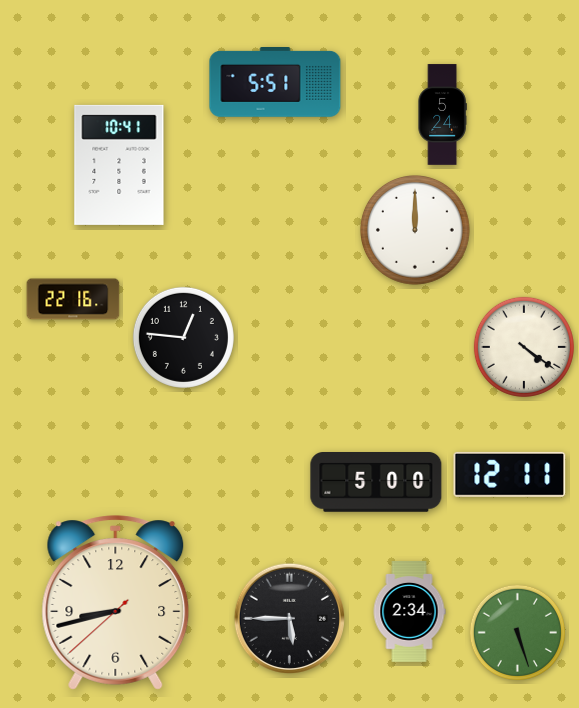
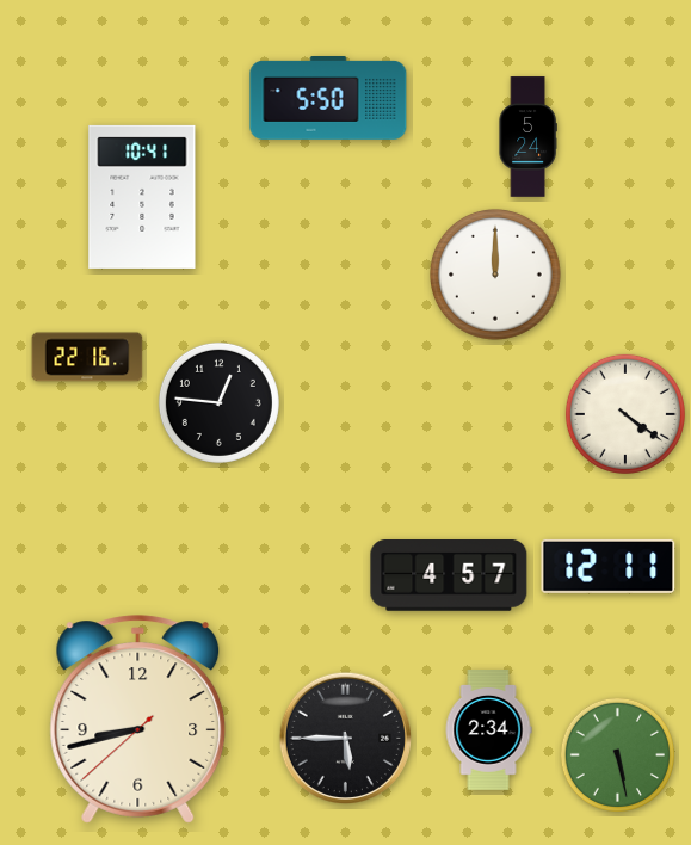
clock at (275, 83): 5:51 -> 5:50
clock at (376, 483): 5:00 -> 4:57
clock at (517, 632): 5:27 -> 5:28
